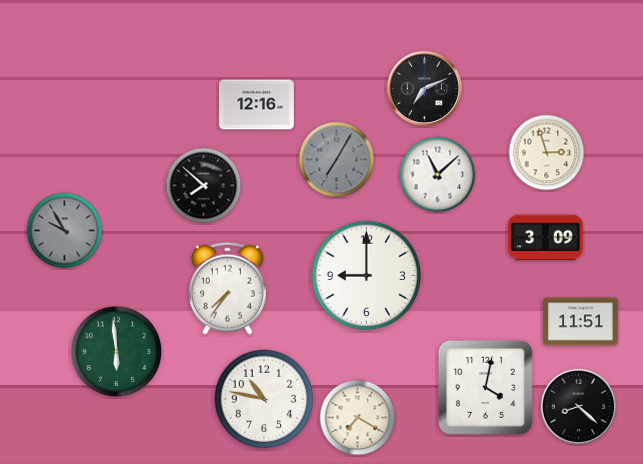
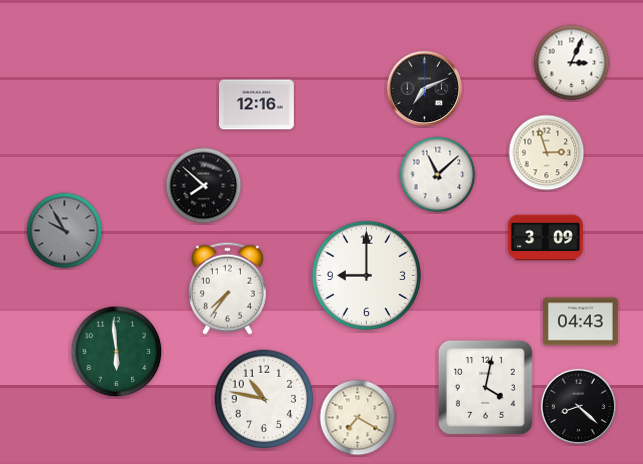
clock at (572, 63): none -> 3:04
clock at (337, 160): 7:05 -> none
clock at (581, 322): 11:51 -> 04:43
